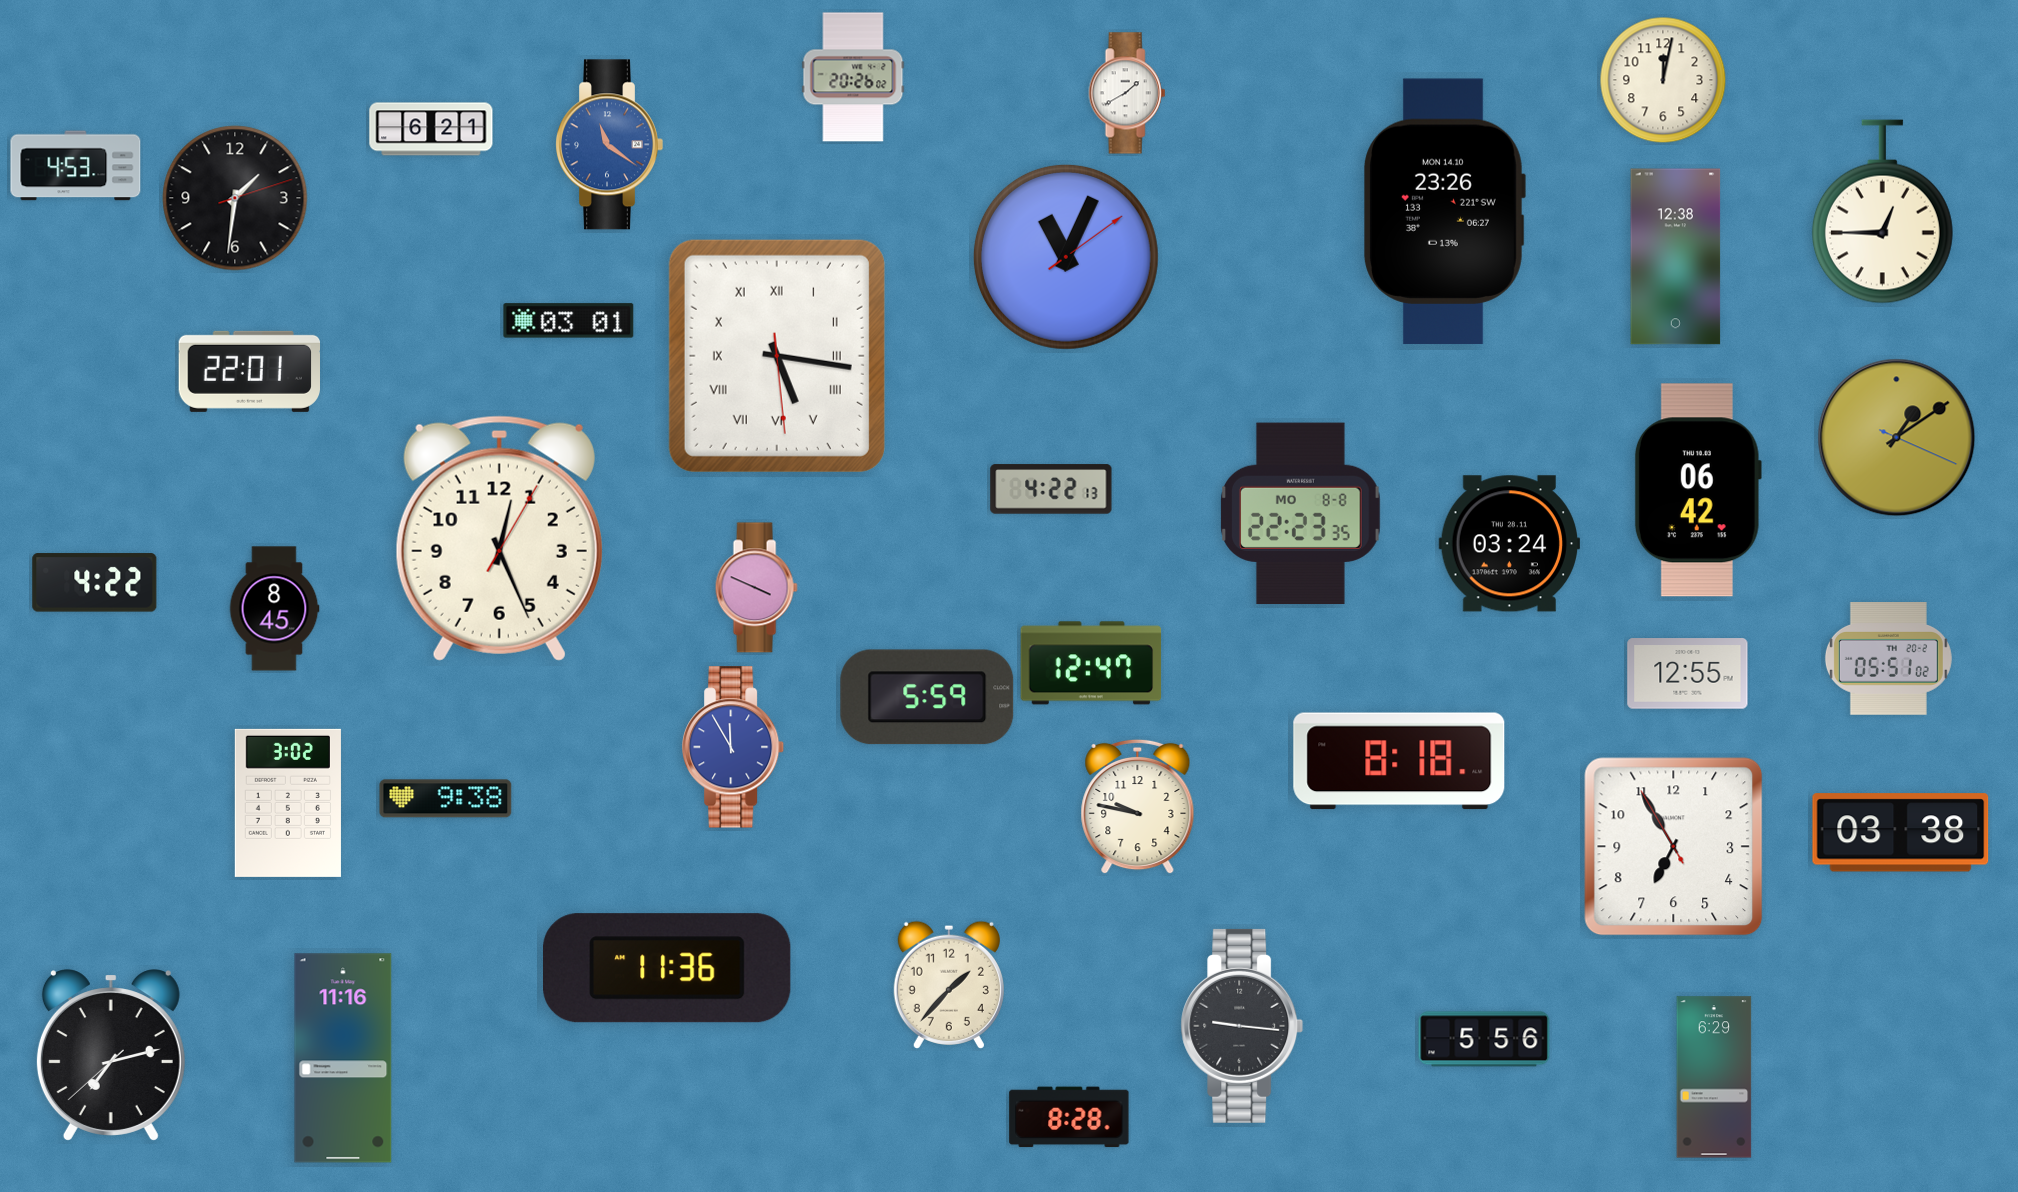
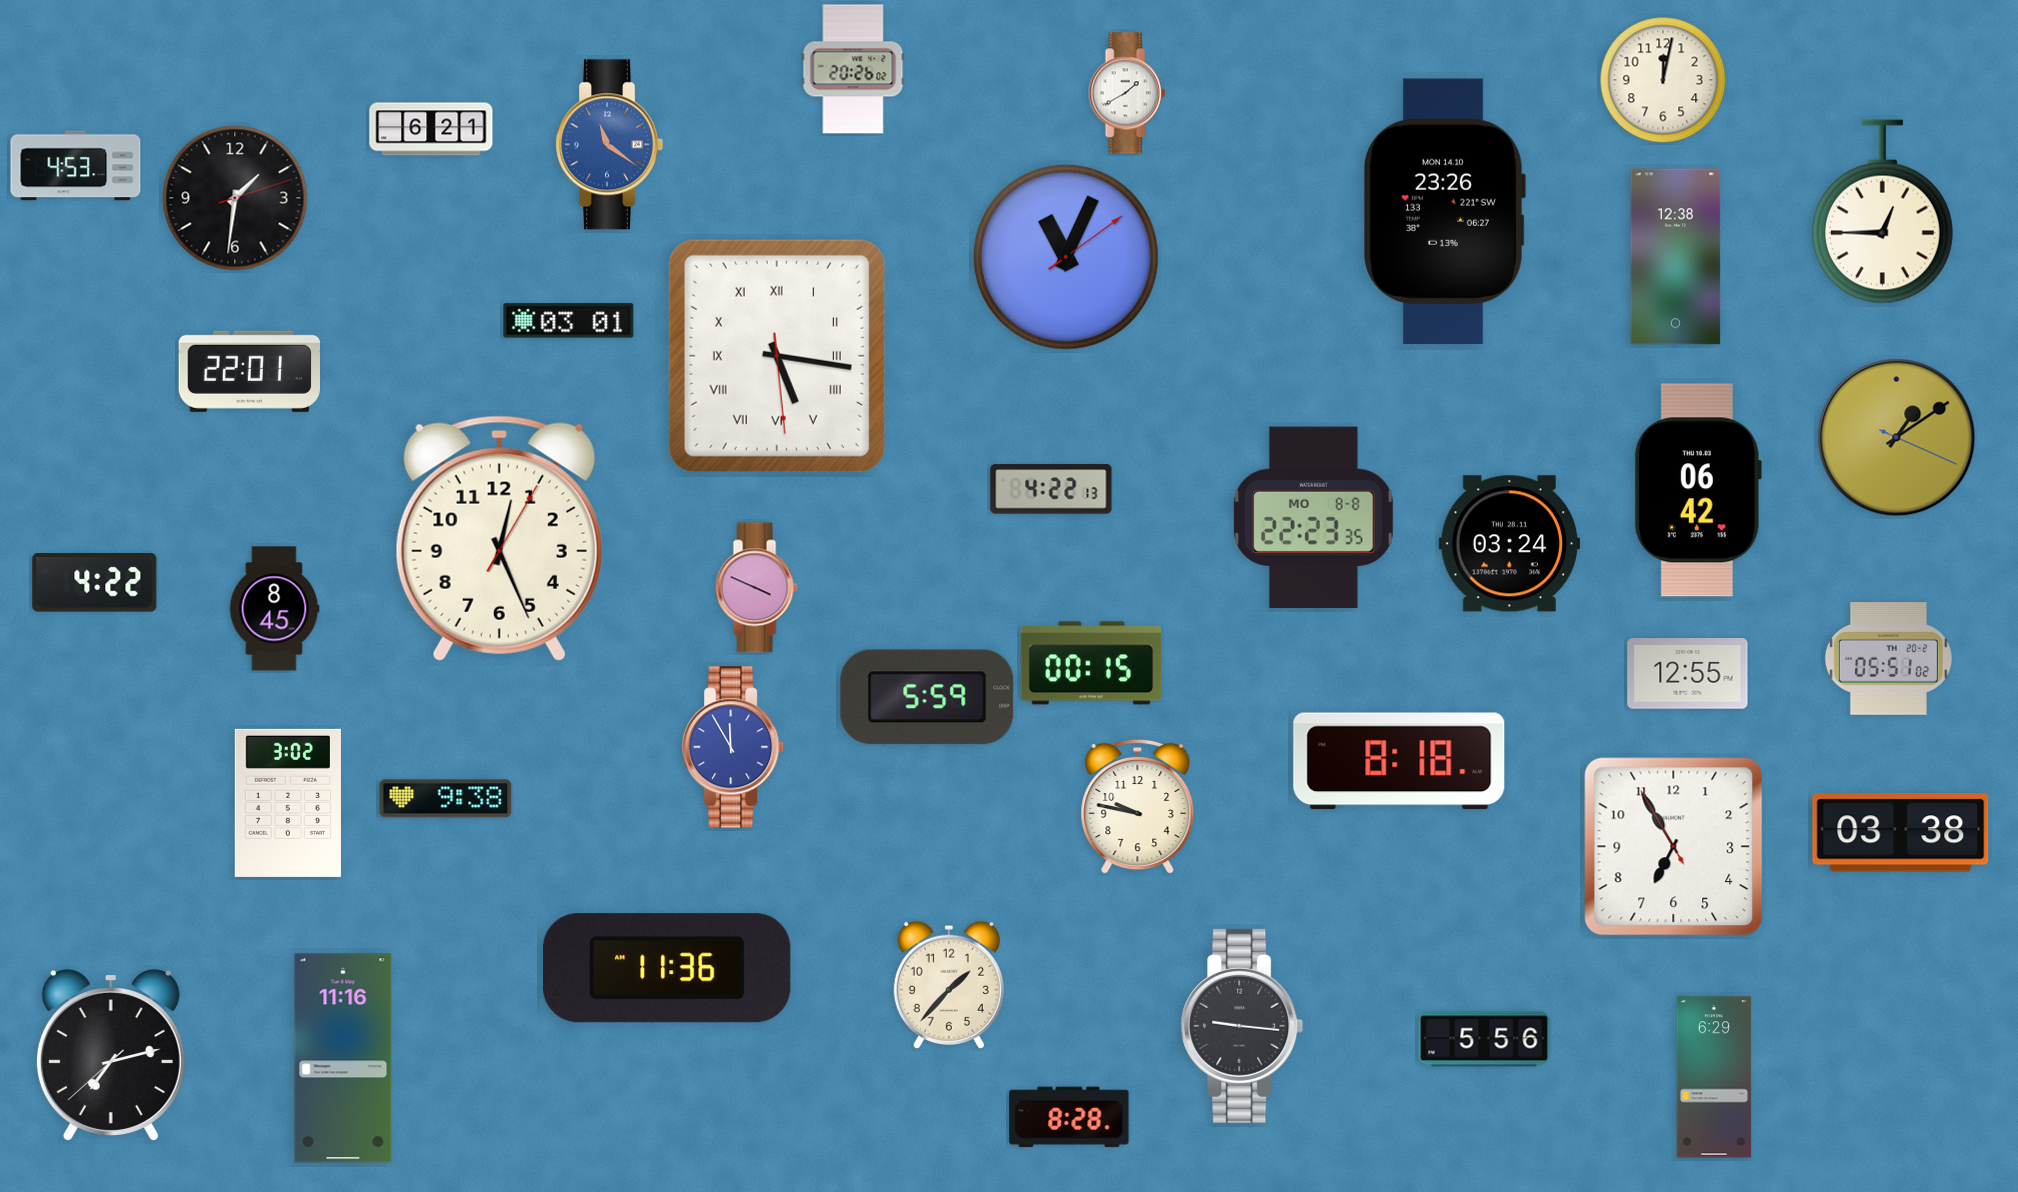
clock at (853, 77) position: (853, 77) -> (853, 69)
clock at (1301, 514) position: (1301, 514) -> (1314, 518)
clock at (1091, 663): 12:47 -> 00:15
